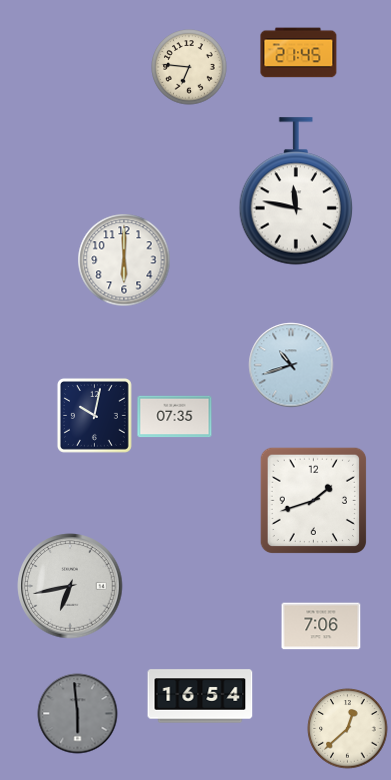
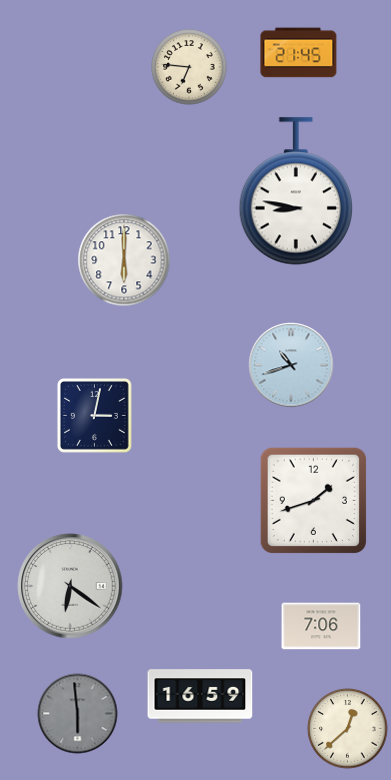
clock at (296, 191): 11:47 -> 8:47
clock at (94, 415): 10:02 -> 3:02
clock at (175, 417): 07:35 -> none
clock at (70, 586): 6:43 -> 6:21
clock at (200, 696): 16:54 -> 16:59
